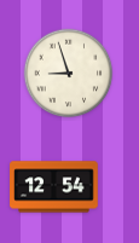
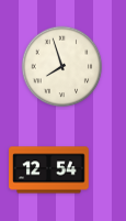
clock at (69, 74): 8:57 -> 7:57
